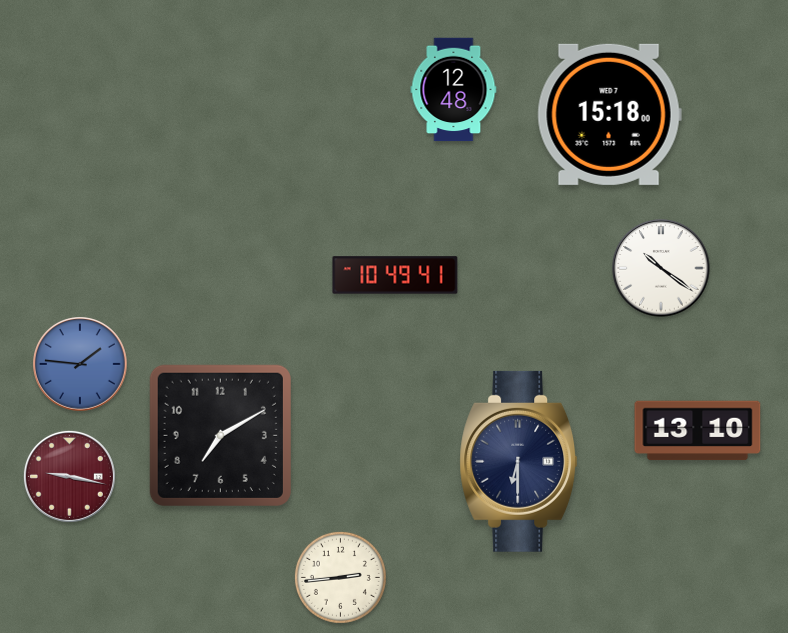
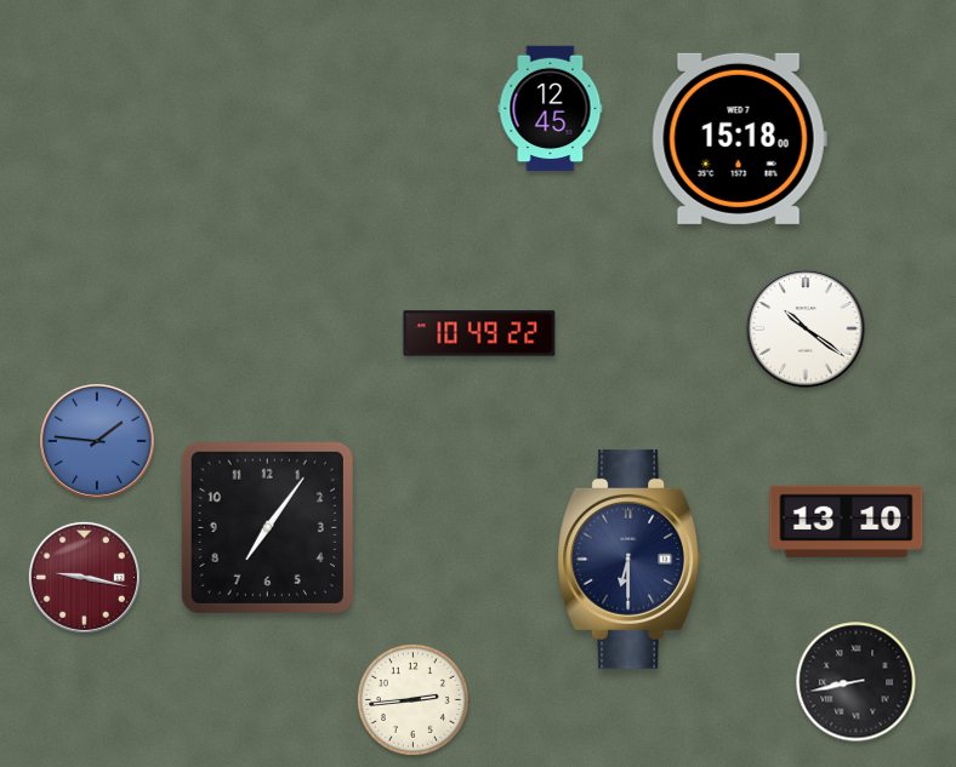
clock at (454, 90): 12:48 -> 12:45
clock at (661, 268) position: (661, 268) -> (806, 328)
clock at (395, 275): 10:49:41 -> 10:49:22
clock at (220, 435): 7:10 -> 7:06
clock at (857, 682): none -> 8:43
